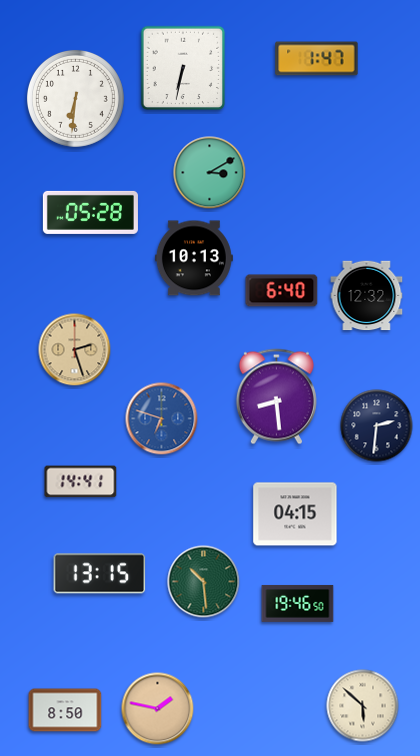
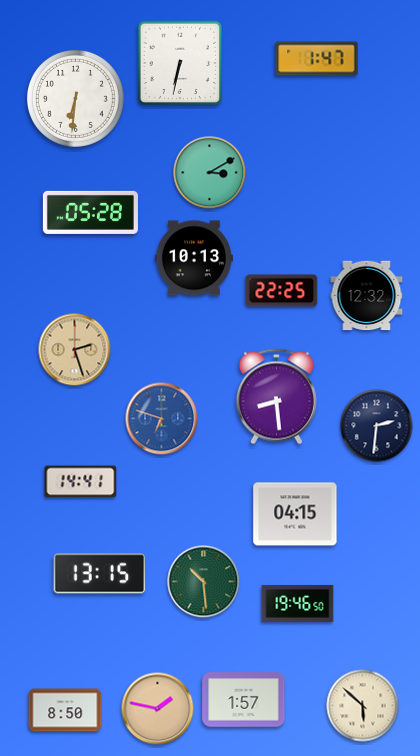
clock at (183, 68) position: (183, 68) -> (180, 63)
clock at (282, 291): 6:40 -> 22:25
clock at (244, 700): none -> 1:57
